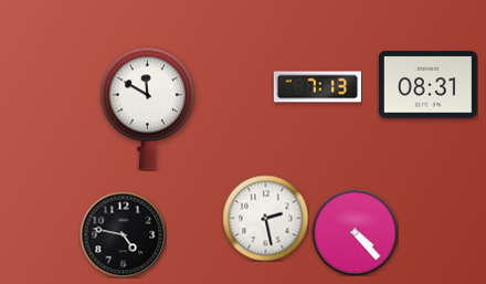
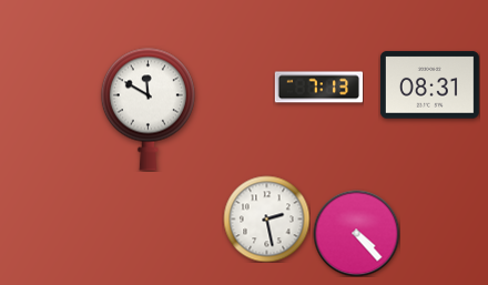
clock at (123, 234): 4:47 -> none
